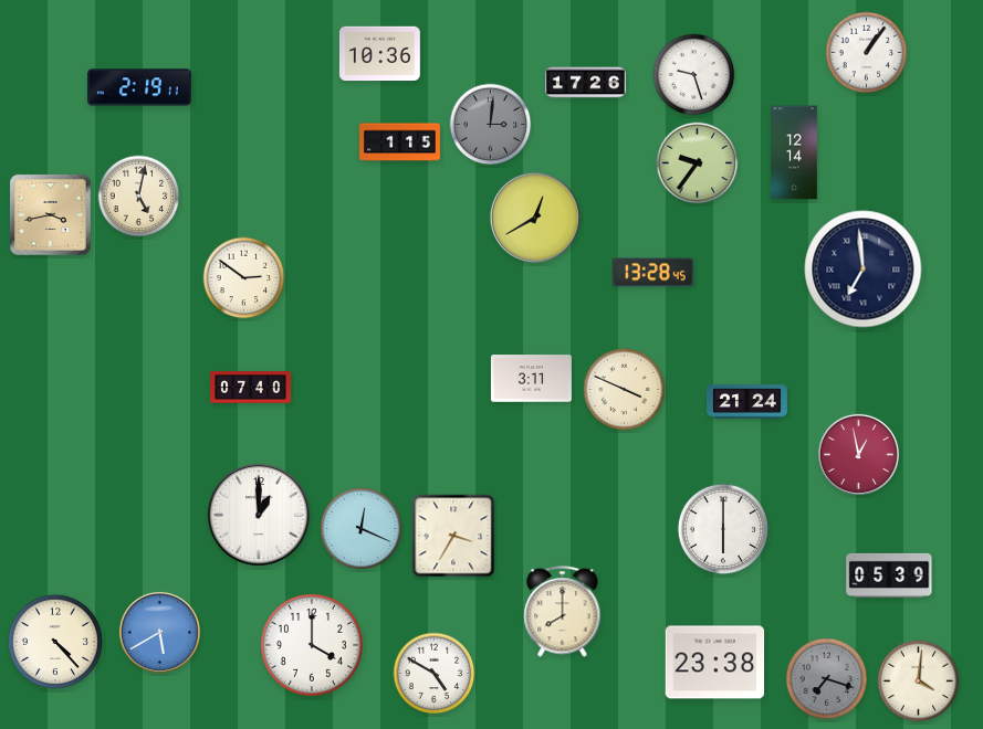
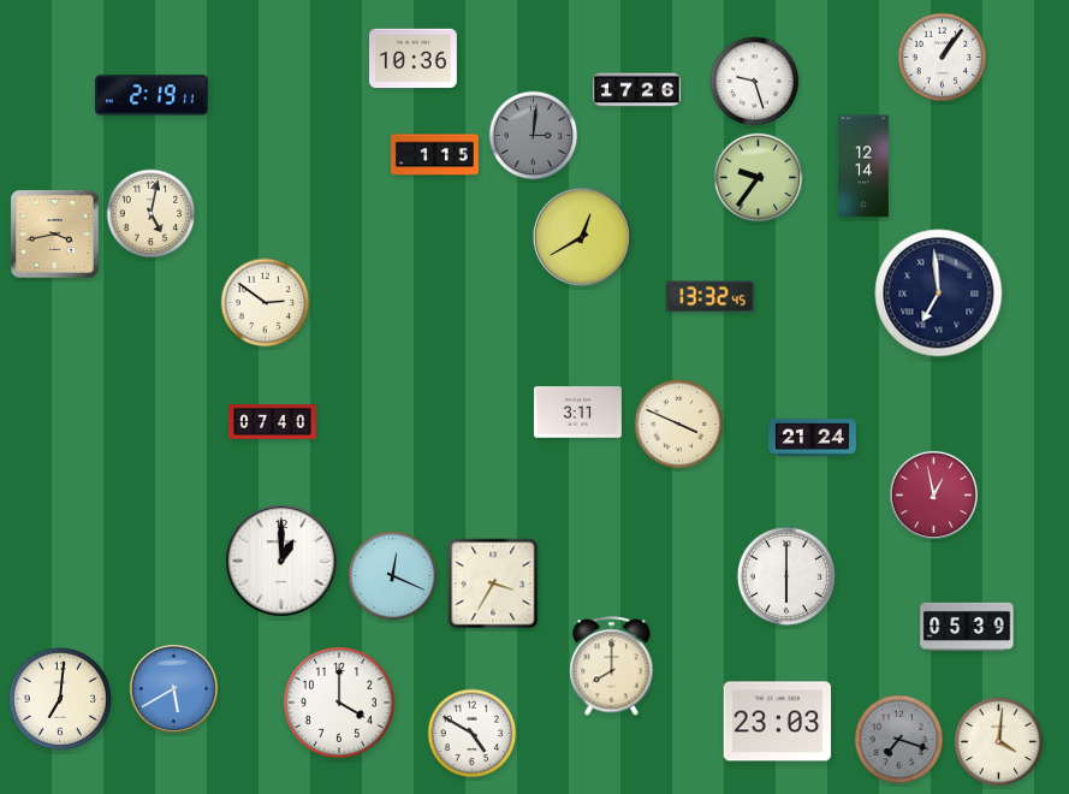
clock at (652, 273): 13:28 -> 13:32
clock at (55, 642): 4:23 -> 7:01
clock at (715, 663): 23:38 -> 23:03
